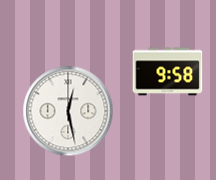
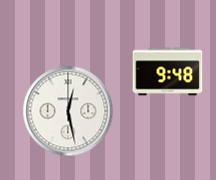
clock at (168, 72): 9:58 -> 9:48
